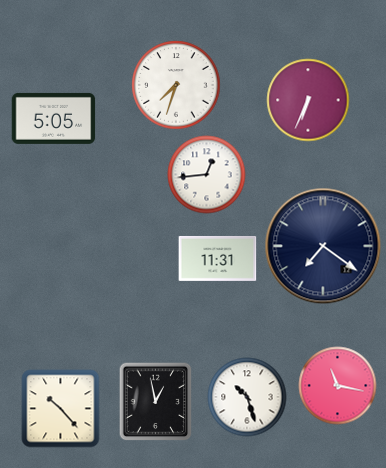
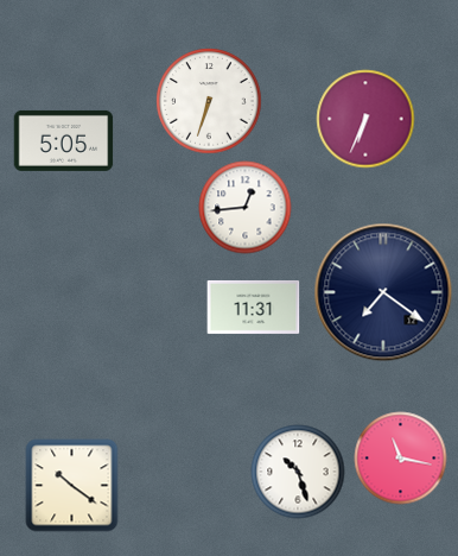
clock at (176, 85): 7:33 -> 6:33
clock at (217, 258) position: (217, 258) -> (253, 307)
clock at (247, 397) position: (247, 397) -> (298, 472)
clock at (156, 401): 12:58 -> none
clock at (60, 408): 10:23 -> 10:21
